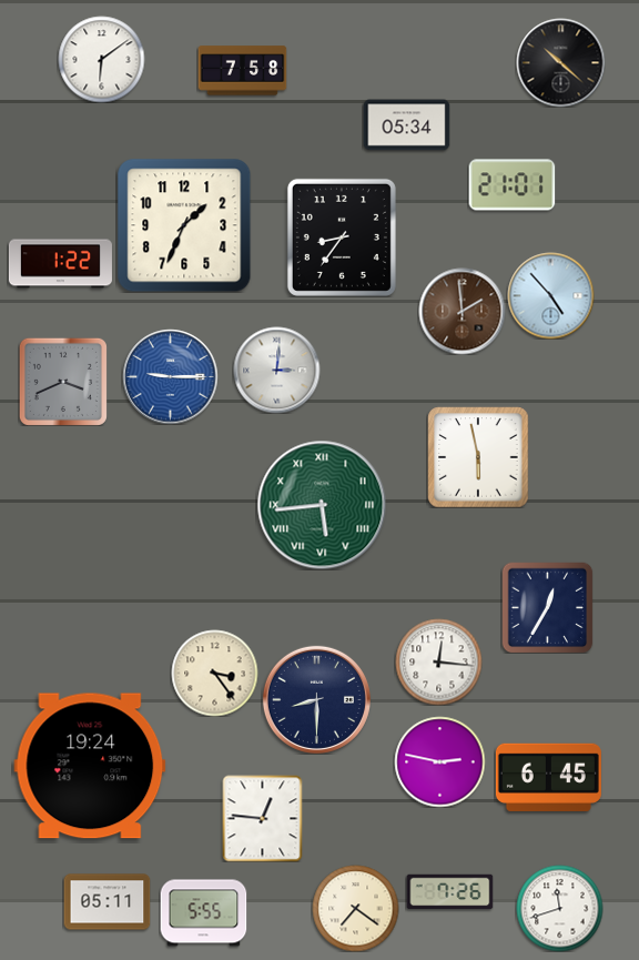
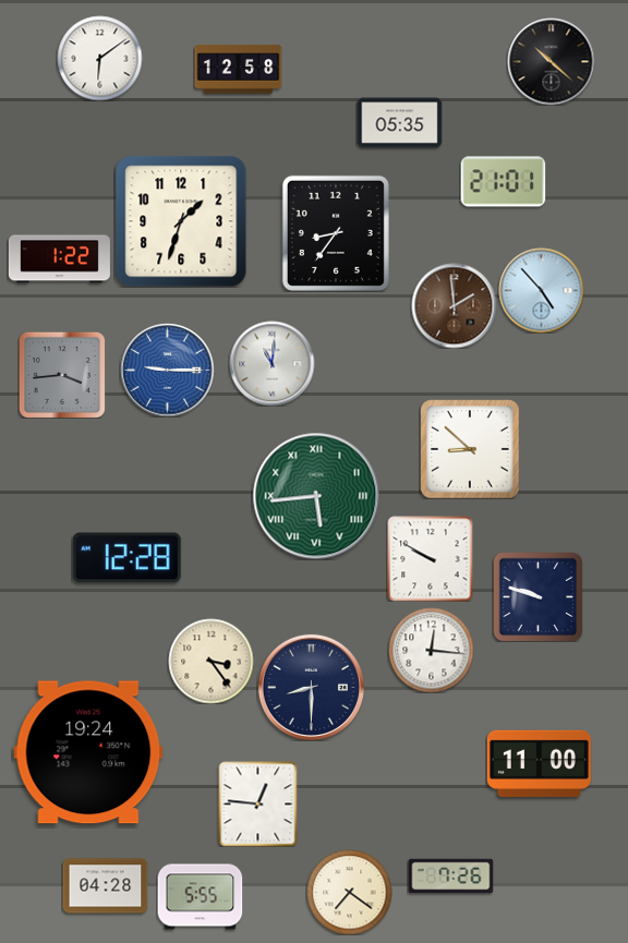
clock at (242, 71): 7:58 -> 12:58
clock at (406, 125): 05:34 -> 05:35
clock at (184, 225): 1:34 -> 1:33
clock at (276, 370): 3:01 -> 11:01
clock at (63, 382): 3:41 -> 3:44
clock at (478, 457): 5:58 -> 8:52
clock at (126, 558): none -> 12:28
clock at (430, 558): none -> 9:50
clock at (547, 607): 12:35 -> 9:48
clock at (439, 761): 2:47 -> none
clock at (548, 777): 6:45 -> 11:00
clock at (449, 892) position: (449, 892) -> (450, 876)
clock at (106, 902): 05:11 -> 04:28
clock at (559, 908): 11:42 -> none
